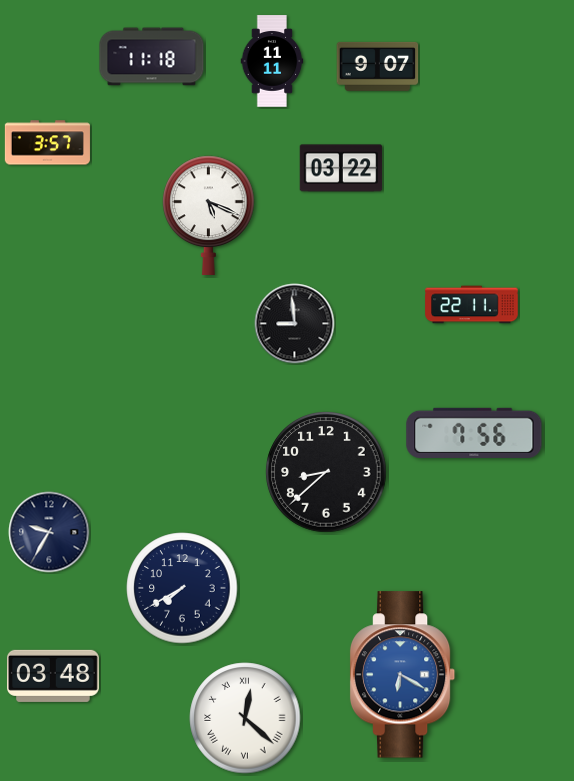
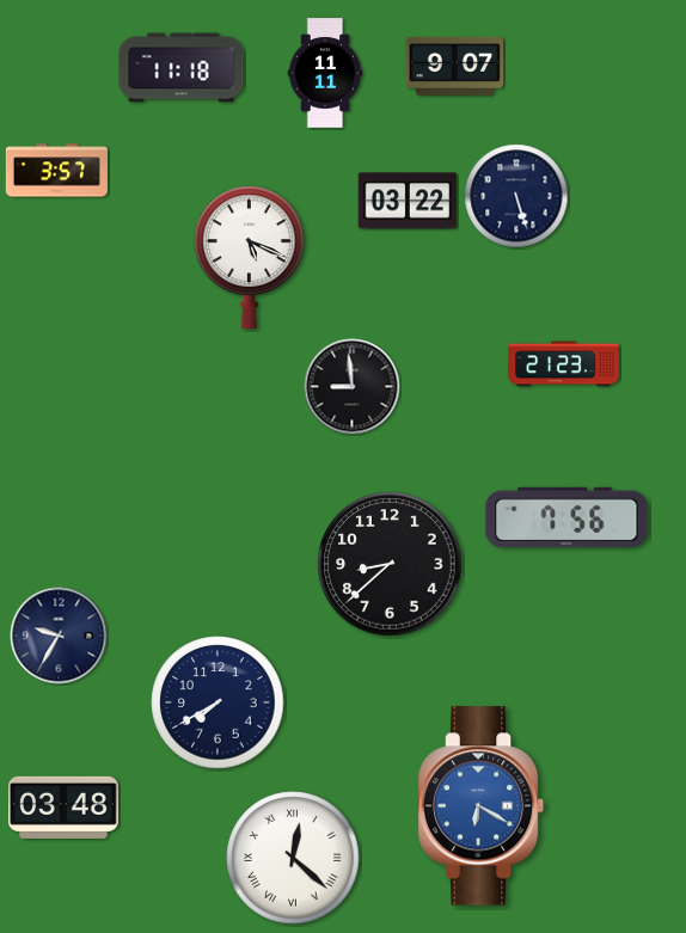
clock at (378, 66) position: (378, 66) -> (455, 66)
clock at (516, 196): none -> 5:27
clock at (472, 305): 22:11 -> 21:23
